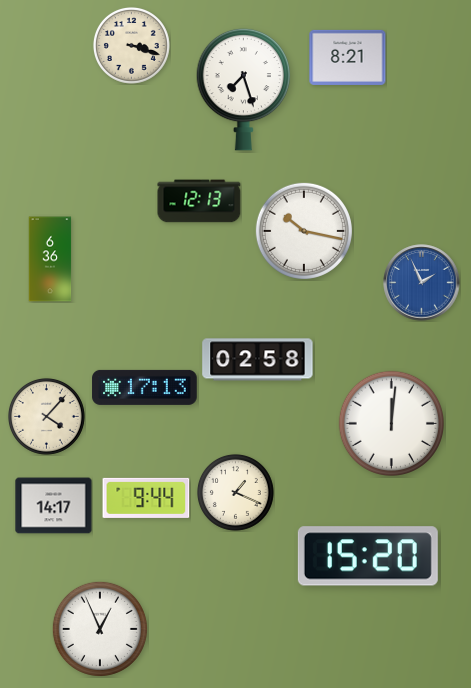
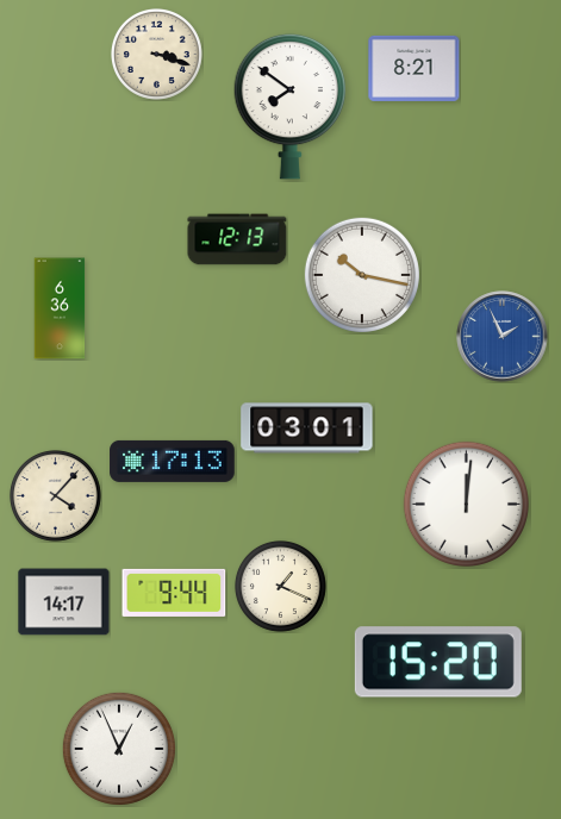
clock at (244, 89): 7:27 -> 7:51
clock at (258, 360): 02:58 -> 03:01
